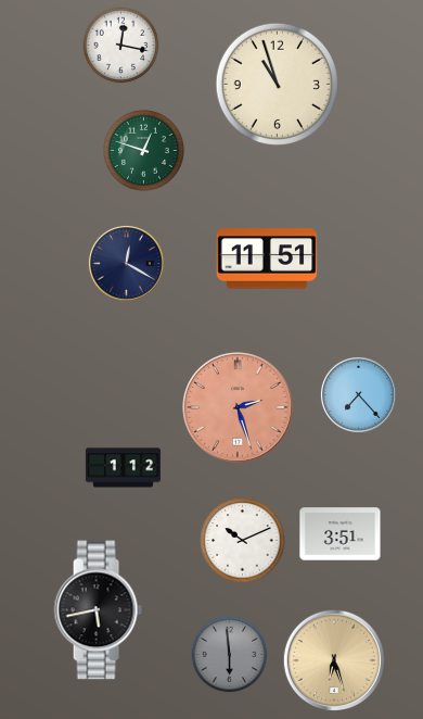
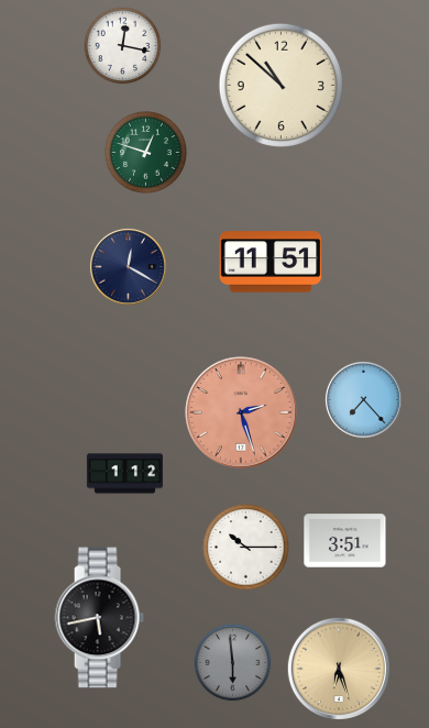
clock at (277, 84): 10:57 -> 10:52
clock at (243, 541): 10:11 -> 10:15
